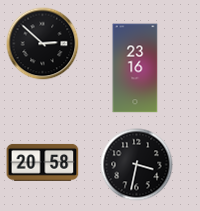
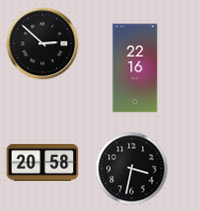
clock at (135, 68): 23:16 -> 22:16
clock at (137, 165) position: (137, 165) -> (132, 169)
